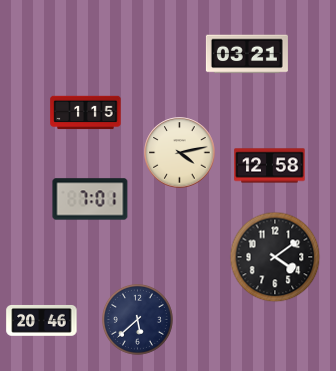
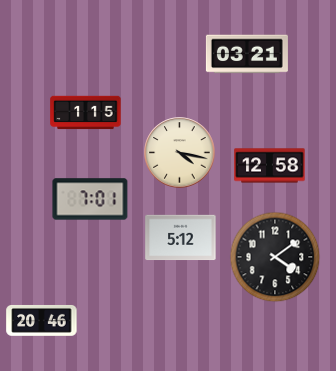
clock at (180, 153): 4:13 -> 4:17
clock at (181, 238): none -> 5:12
clock at (137, 319): 5:38 -> none
